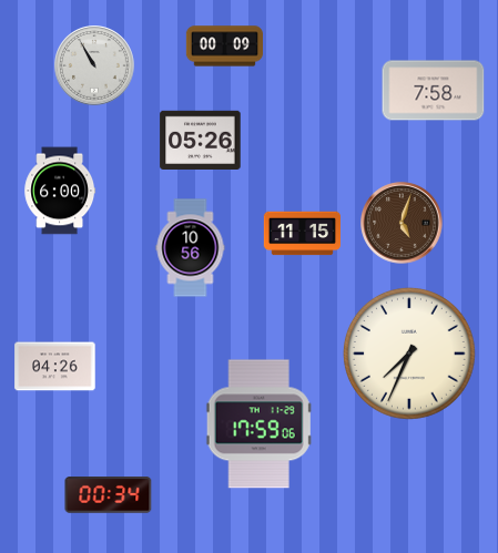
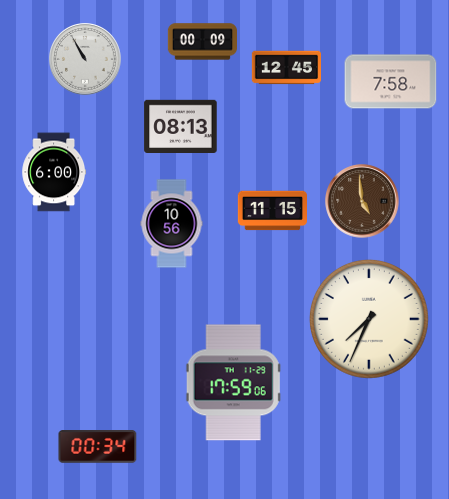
clock at (286, 68): none -> 12:45
clock at (201, 140): 05:26 -> 08:13
clock at (402, 223): 5:03 -> 4:59
clock at (55, 367): 04:26 -> none
